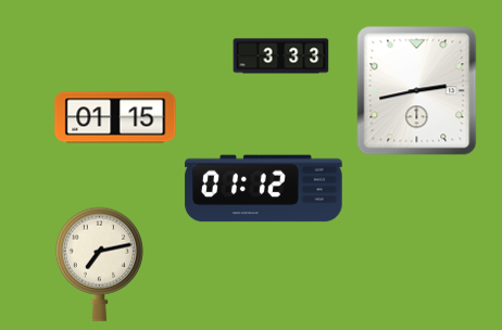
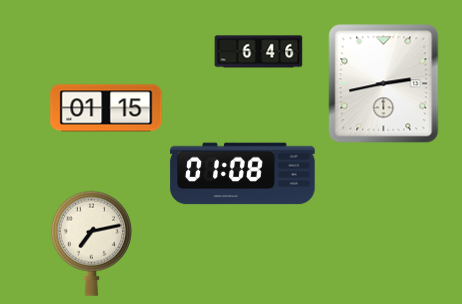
clock at (281, 56): 3:33 -> 6:46
clock at (264, 189): 01:12 -> 01:08
